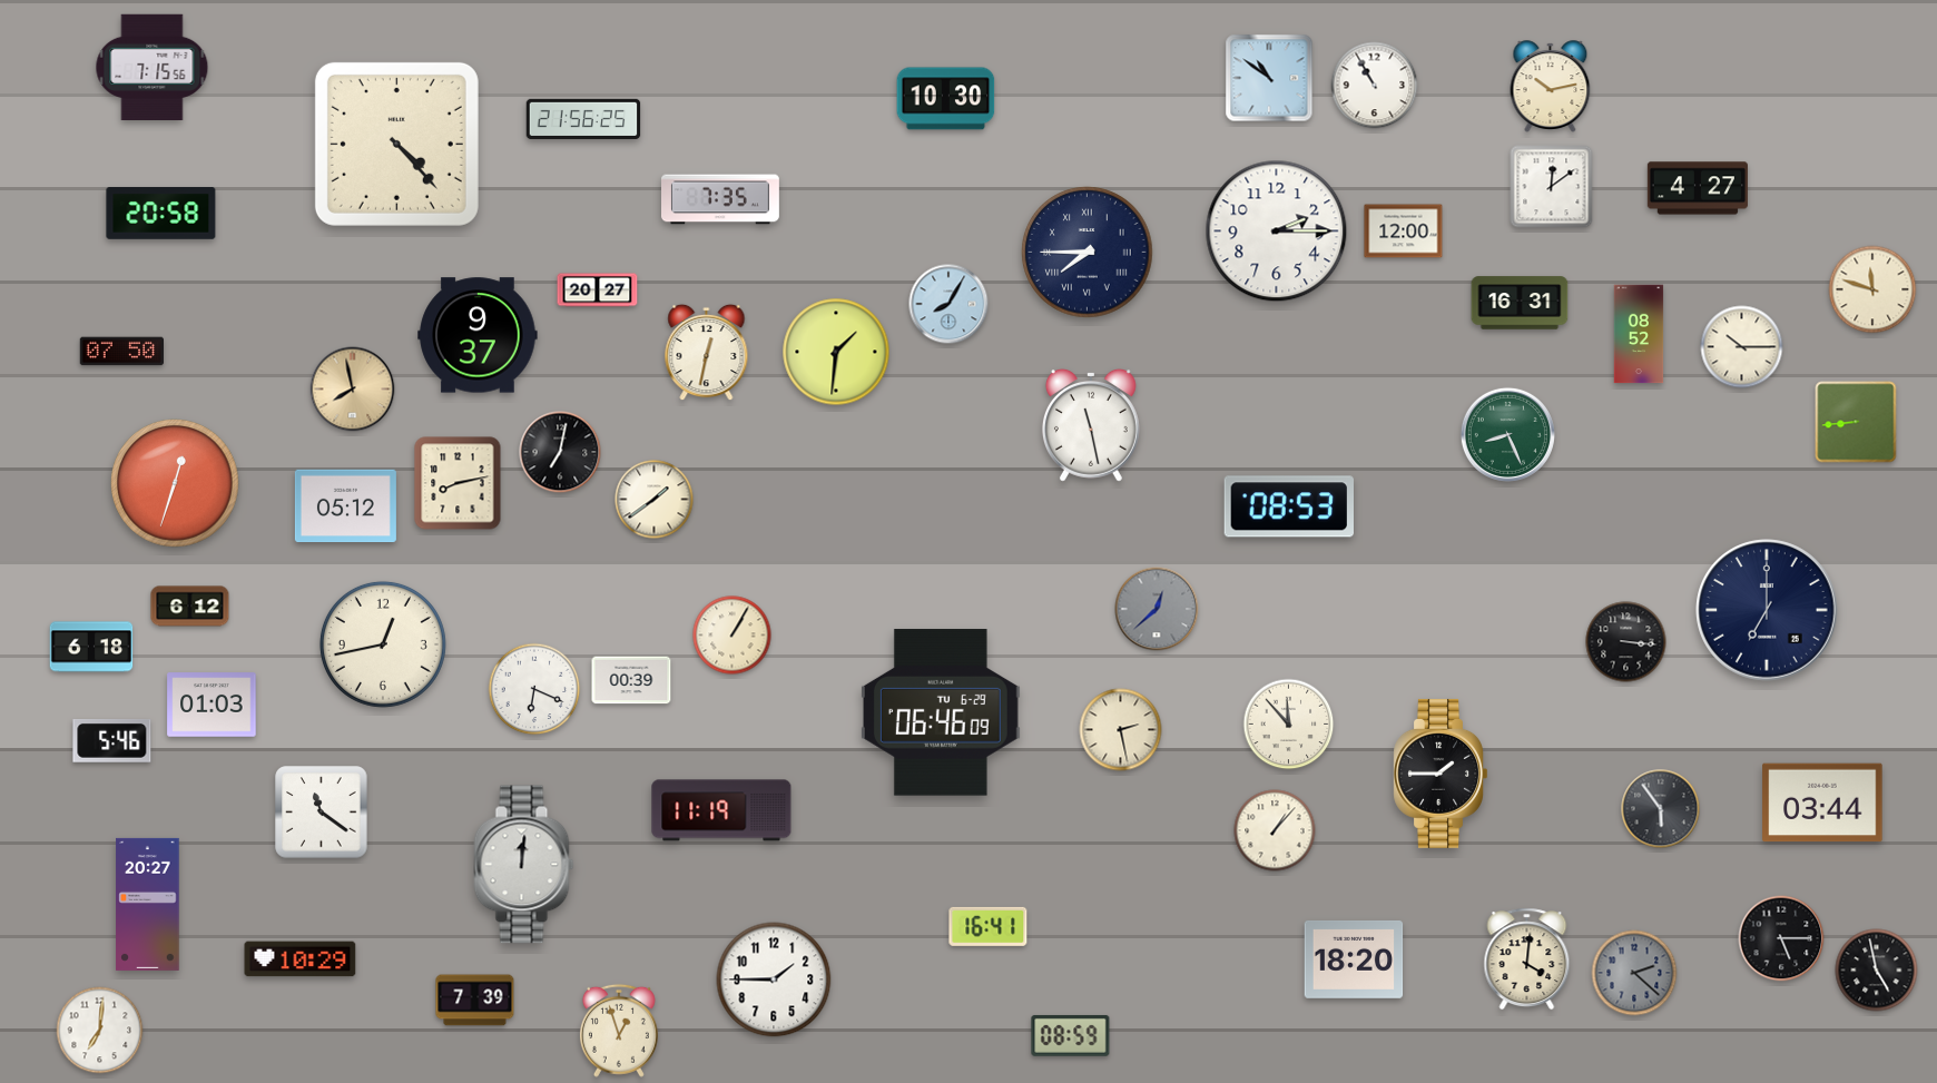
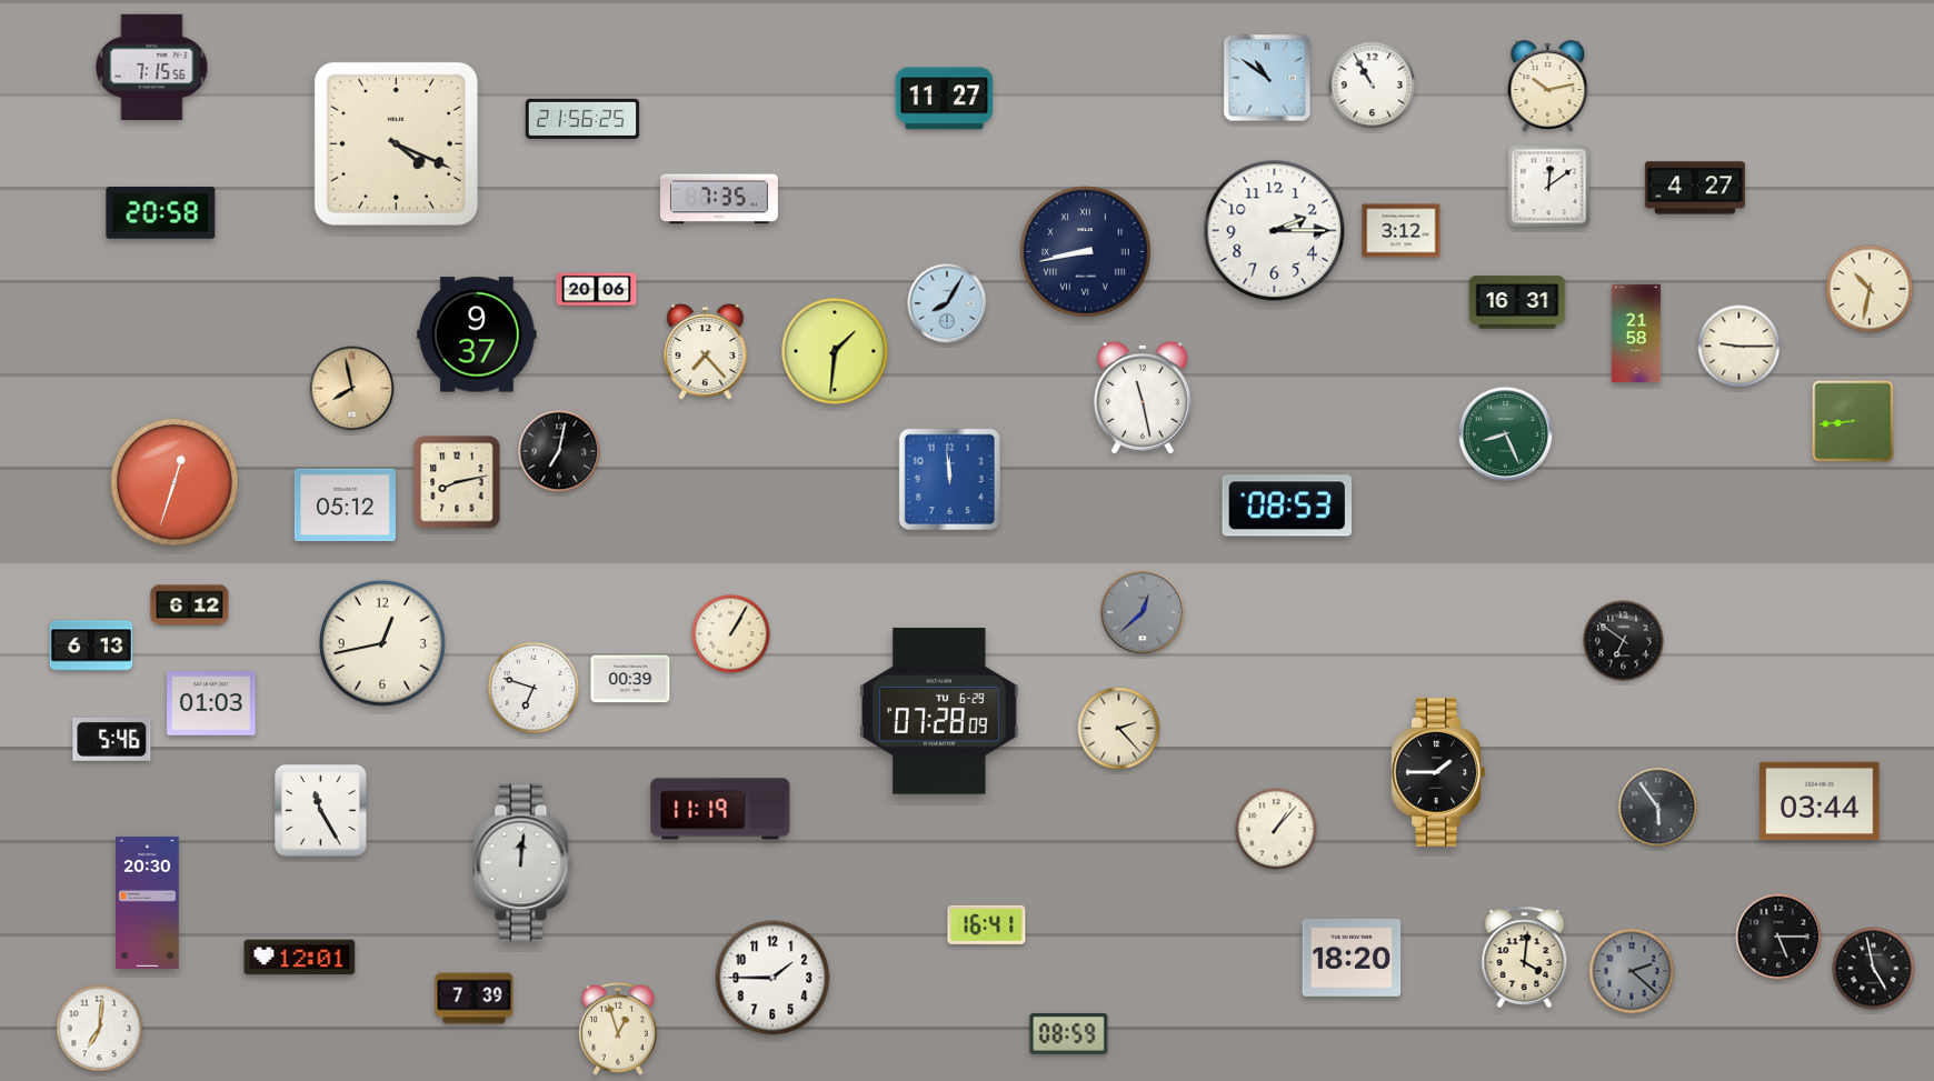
clock at (946, 99): 10:30 -> 11:27
clock at (396, 144): 4:23 -> 4:19
clock at (1404, 232): 12:00 -> 3:12
clock at (1088, 253): 7:45 -> 8:43
clock at (1872, 289): 11:48 -> 10:32
clock at (598, 291): 20:27 -> 20:06
clock at (1639, 334): 08:52 -> 21:58
clock at (1742, 347): 10:15 -> 9:15
clock at (122, 352): 07:50 -> none
clock at (707, 353): 12:32 -> 7:23
clock at (1091, 425) position: (1091, 425) -> (1143, 398)
clock at (949, 479): none -> 11:59
clock at (655, 500): 1:39 -> none
clock at (1157, 609) position: (1157, 609) -> (1143, 612)
clock at (1767, 610): 7:00 -> none
clock at (1626, 642): 3:16 -> 6:51
clock at (91, 647): 6:18 -> 6:13
clock at (534, 689): 6:19 -> 6:48
clock at (941, 712): 06:46 -> 07:28
clock at (1289, 725): 11:53 -> none
clock at (1121, 730): 2:28 -> 2:23
clock at (322, 813): 11:21 -> 11:25
clock at (1275, 830) position: (1275, 830) -> (1276, 829)
clock at (148, 904): 20:27 -> 20:30
clock at (301, 959): 10:29 -> 12:01
